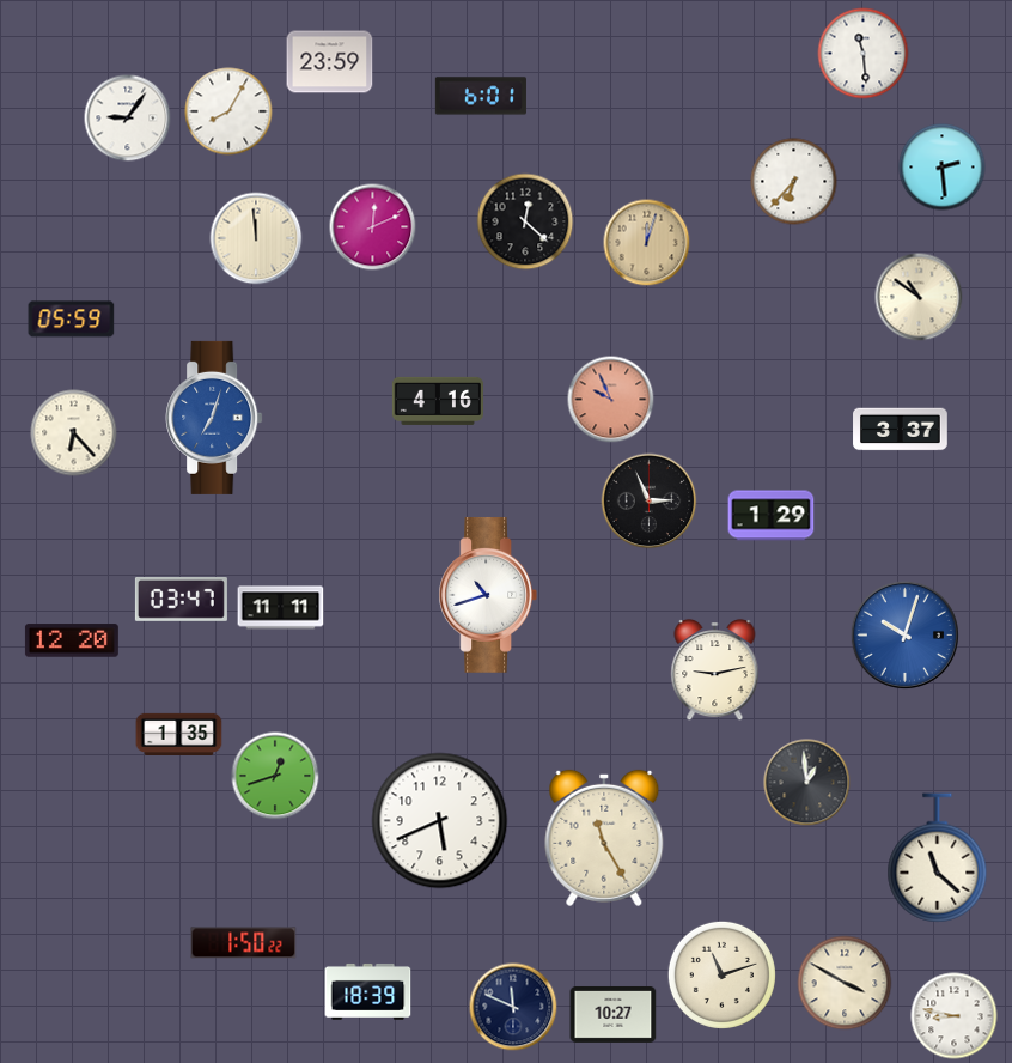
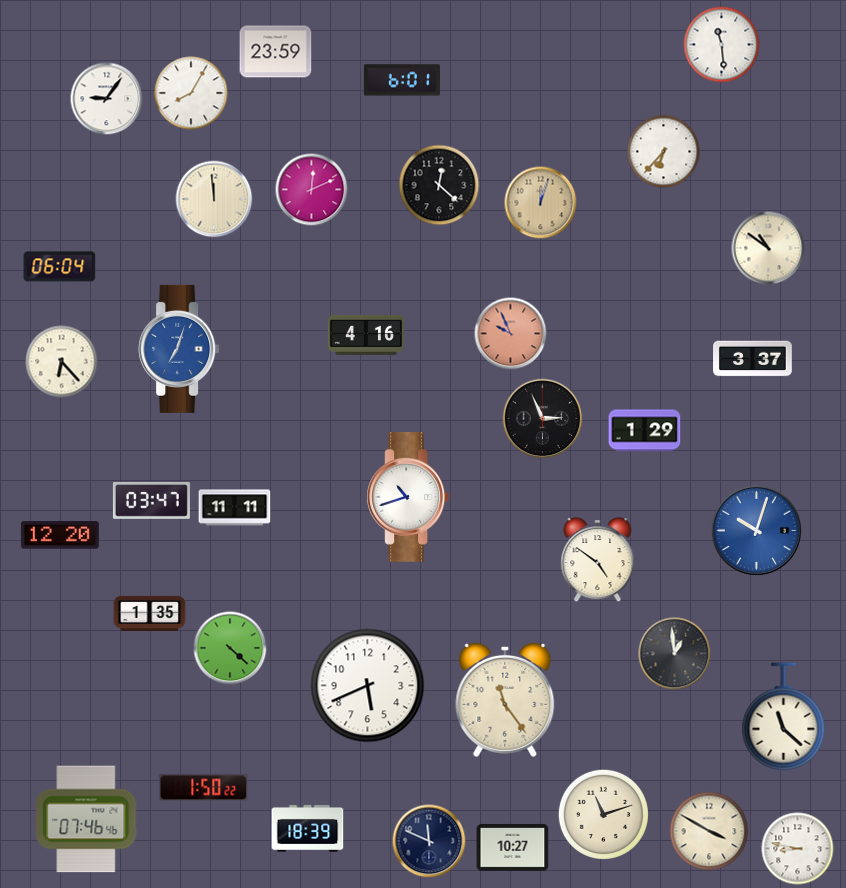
clock at (943, 168): 2:29 -> none
clock at (72, 320): 05:59 -> 06:04
clock at (715, 670): 9:13 -> 4:51
clock at (275, 776): 12:42 -> 4:22
clock at (604, 838): 11:25 -> 11:24
clock at (86, 819): none -> 07:46
clock at (845, 983) position: (845, 983) -> (709, 831)
